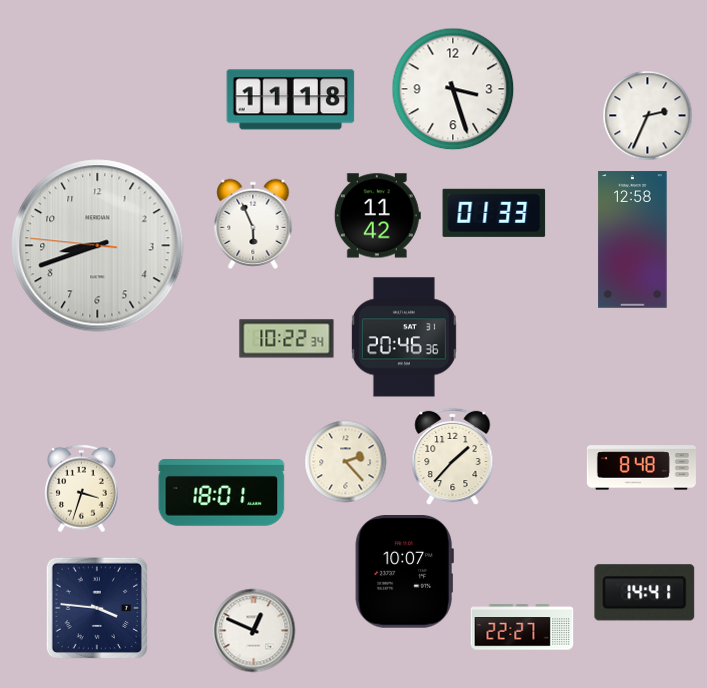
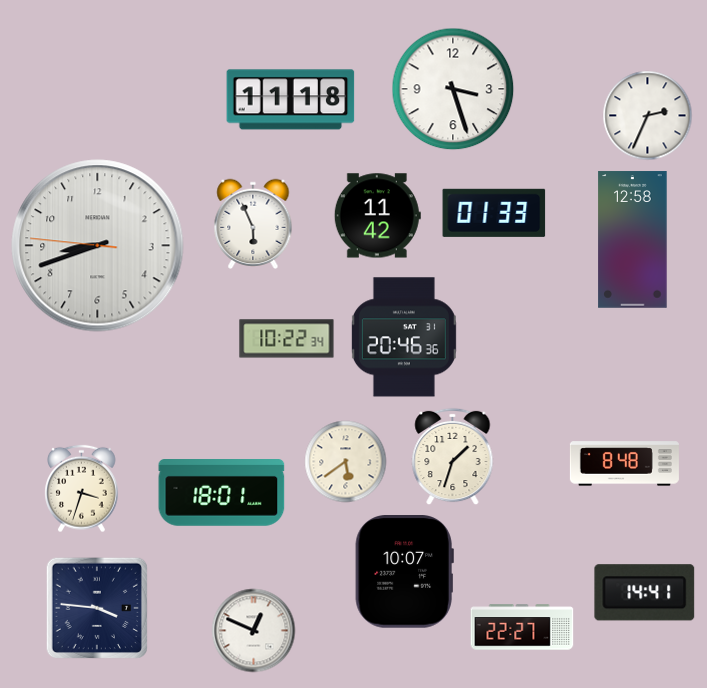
clock at (453, 457): 1:37 -> 1:33
clock at (346, 462): 2:23 -> 5:39
clock at (641, 468) position: (641, 468) -> (624, 464)
